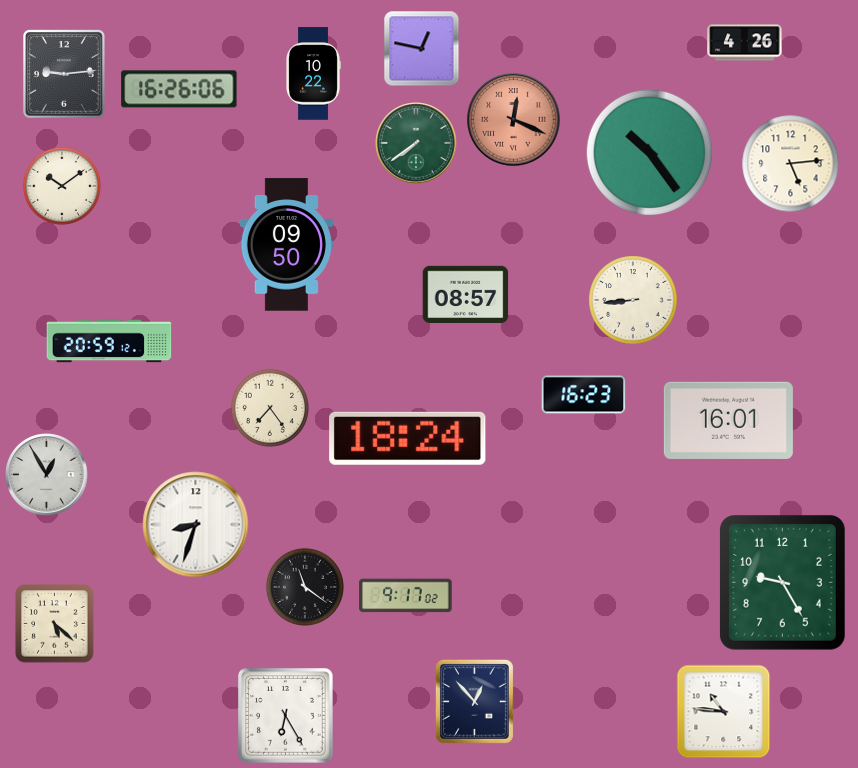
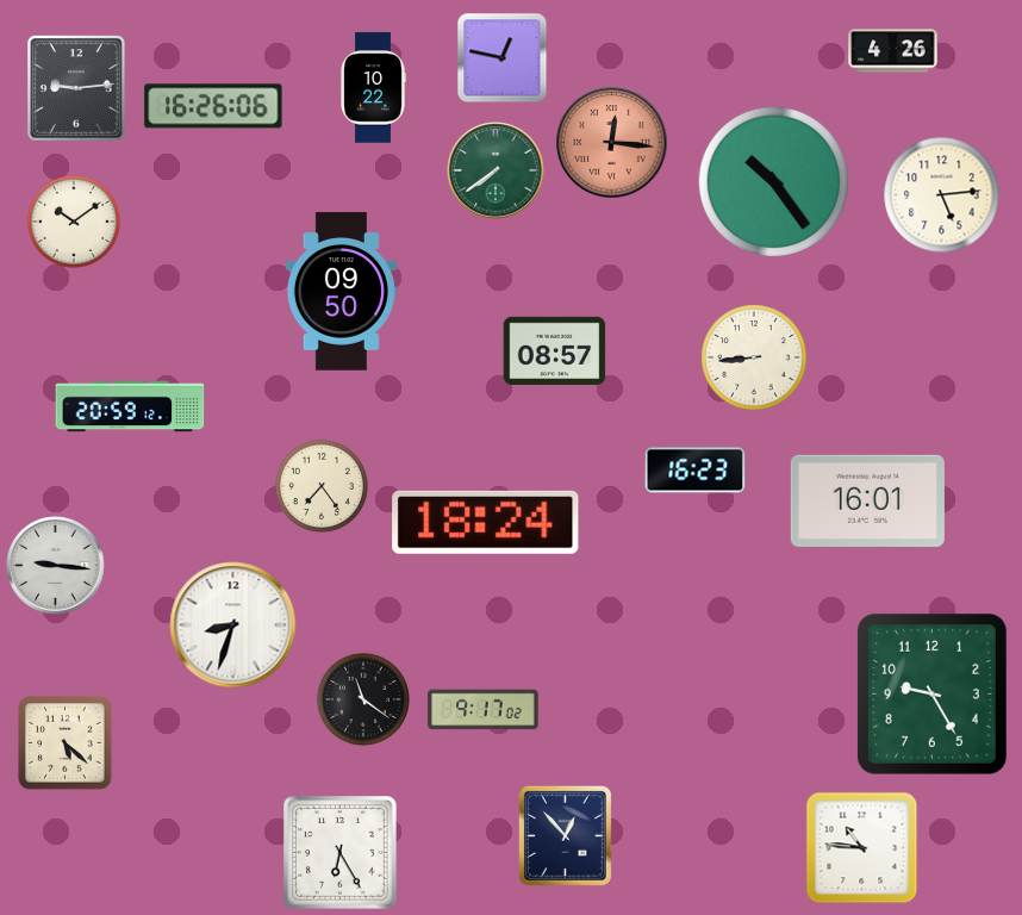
clock at (745, 43) position: (745, 43) -> (893, 51)
clock at (514, 120): 12:19 -> 12:16
clock at (47, 475): 12:55 -> 9:16
